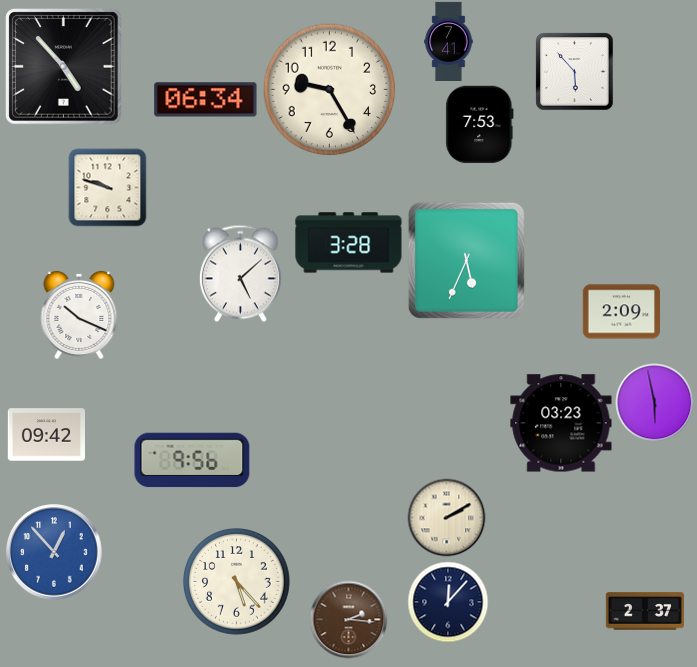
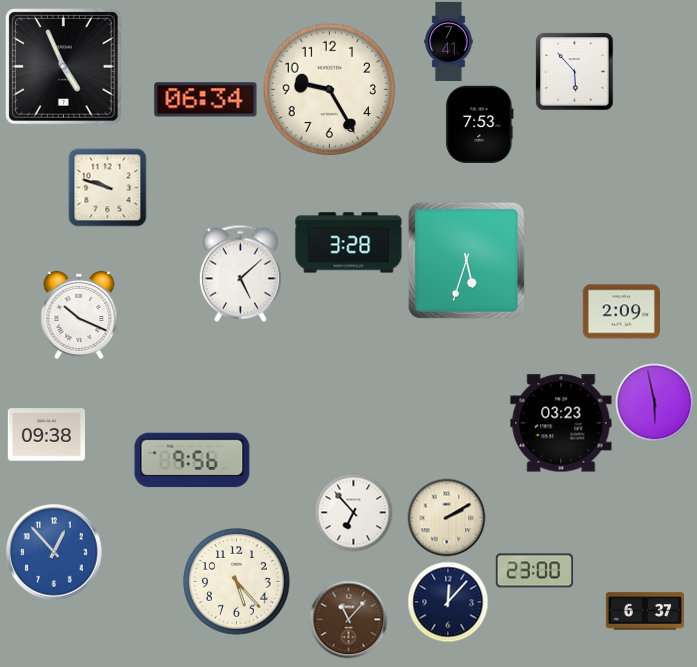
clock at (64, 67): 4:53 -> 4:56
clock at (466, 260): 5:34 -> 5:33
clock at (46, 435): 09:42 -> 09:38
clock at (353, 512): none -> 6:53
clock at (534, 571): none -> 23:00
clock at (645, 611): 2:37 -> 6:37
clock at (348, 619): 2:16 -> 11:07
